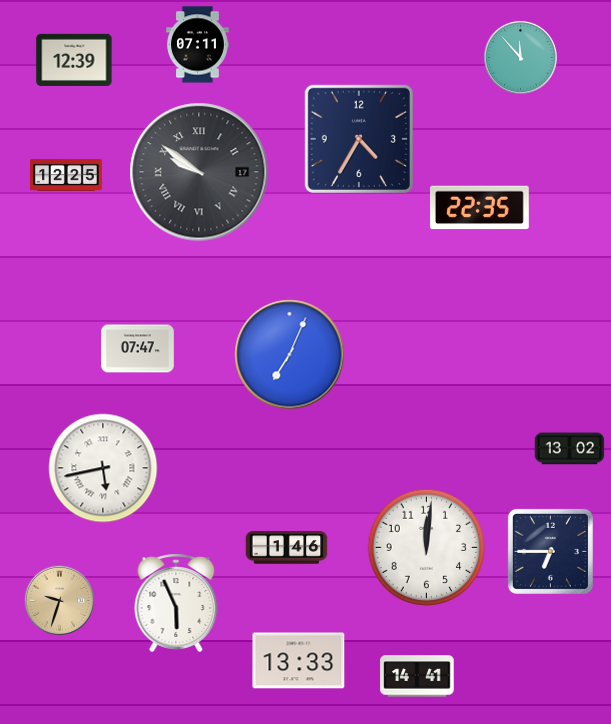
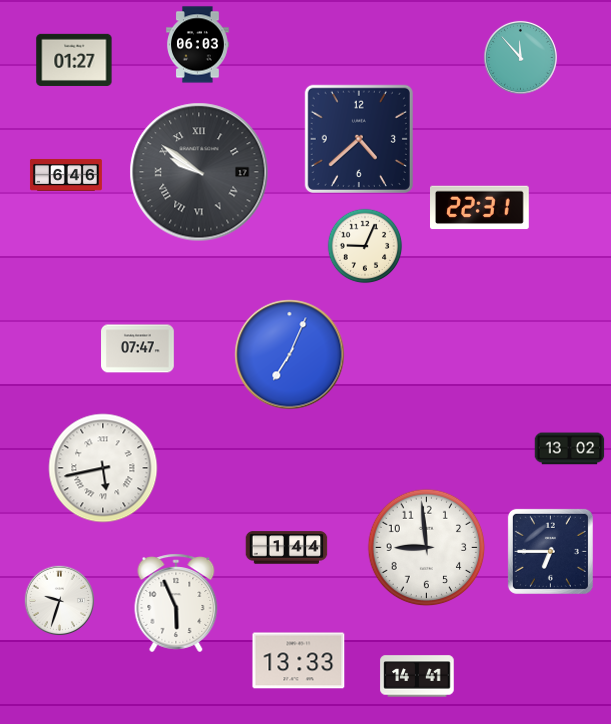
clock at (198, 45): 07:11 -> 06:03
clock at (74, 60): 12:39 -> 01:27
clock at (359, 139): 4:35 -> 4:38
clock at (66, 175): 12:25 -> 6:46
clock at (480, 208): 22:35 -> 22:31
clock at (365, 246): none -> 9:04
clock at (287, 548): 1:46 -> 1:44
clock at (427, 548): 12:01 -> 8:59
clock at (60, 601) dial: champagne -> white
